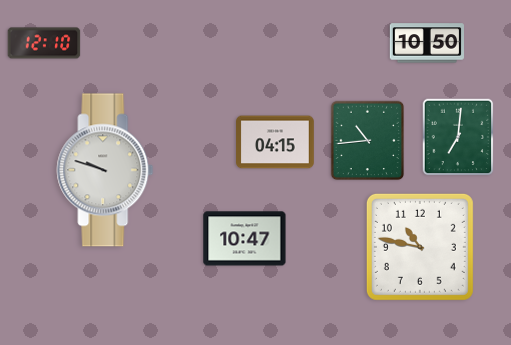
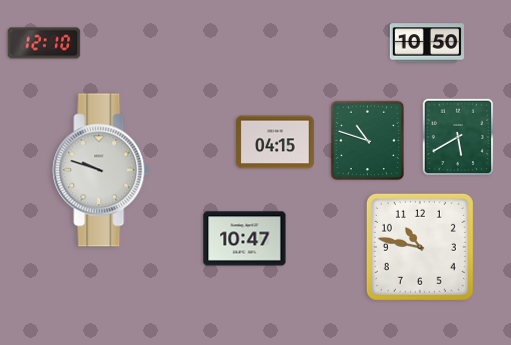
clock at (458, 137): 7:01 -> 5:40
clock at (368, 141): 10:44 -> 10:48
clock at (105, 170) position: (105, 170) -> (101, 170)
